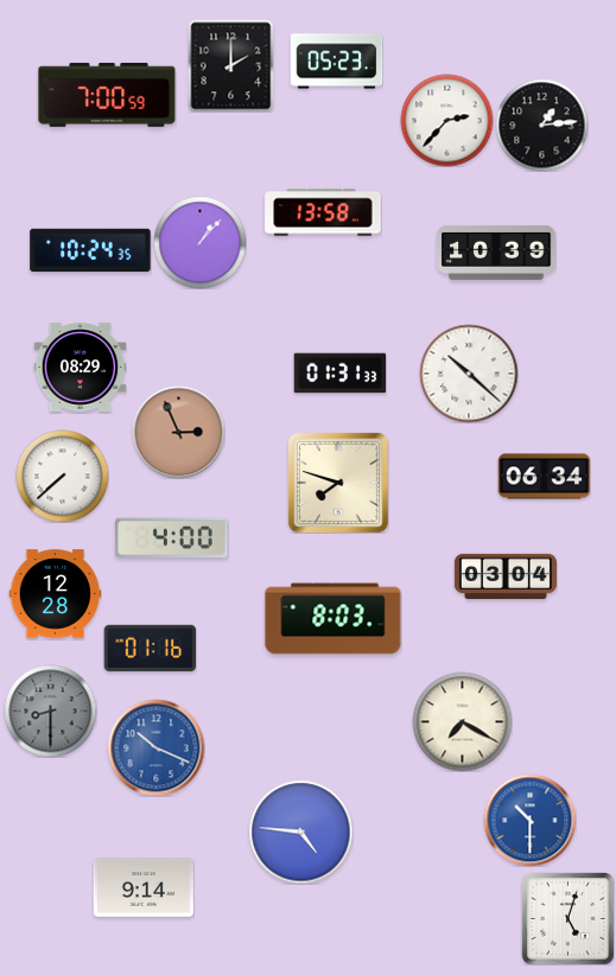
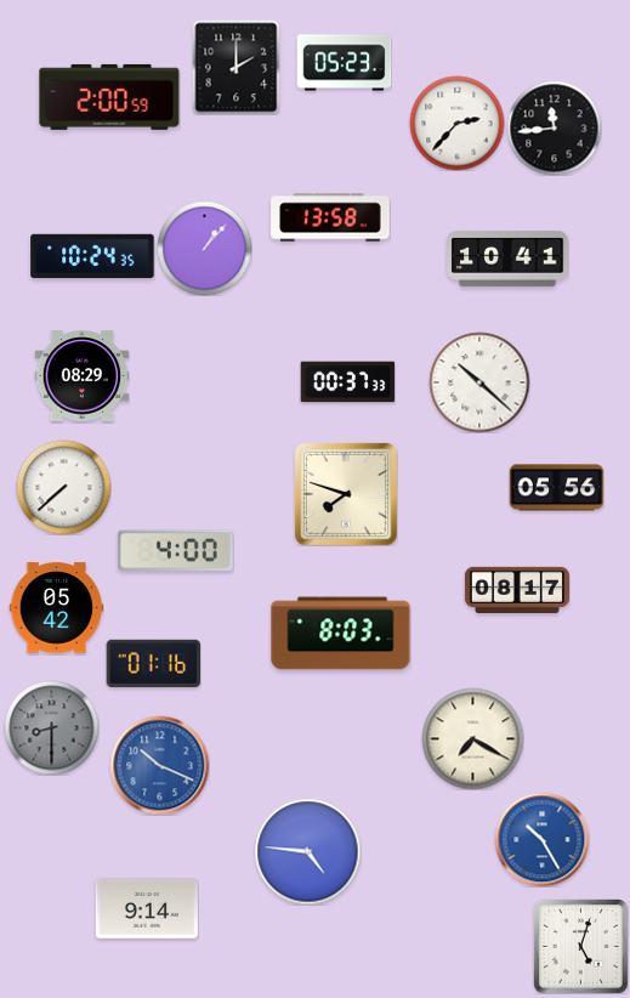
clock at (107, 95): 7:00 -> 2:00
clock at (541, 125): 1:14 -> 11:44
clock at (496, 253): 10:39 -> 10:41
clock at (339, 374): 01:31 -> 00:37
clock at (178, 432): 2:56 -> none
clock at (544, 477): 06:34 -> 05:56
clock at (506, 576): 03:04 -> 08:17
clock at (55, 594): 12:28 -> 05:42
clock at (529, 820): 10:30 -> 10:25
clock at (569, 919) position: (569, 919) -> (581, 947)
